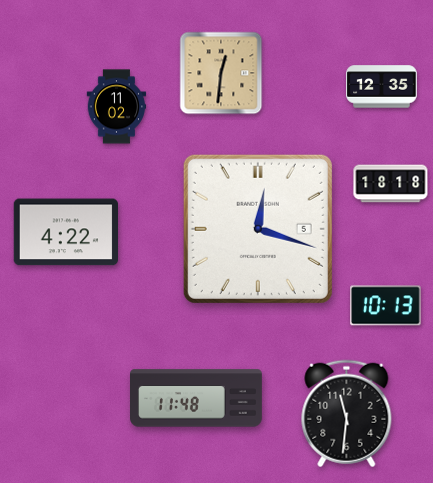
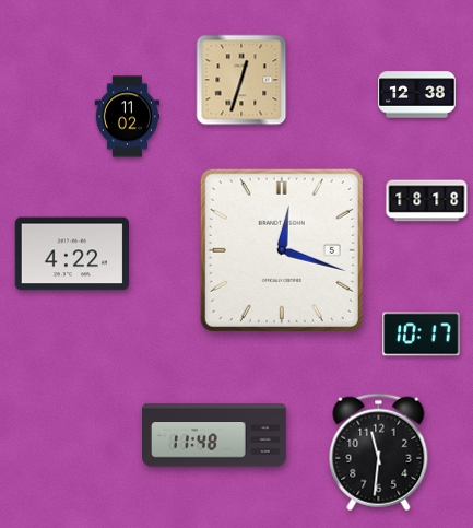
clock at (221, 73): 12:31 -> 12:33
clock at (382, 87): 12:35 -> 12:38
clock at (386, 306): 10:13 -> 10:17
